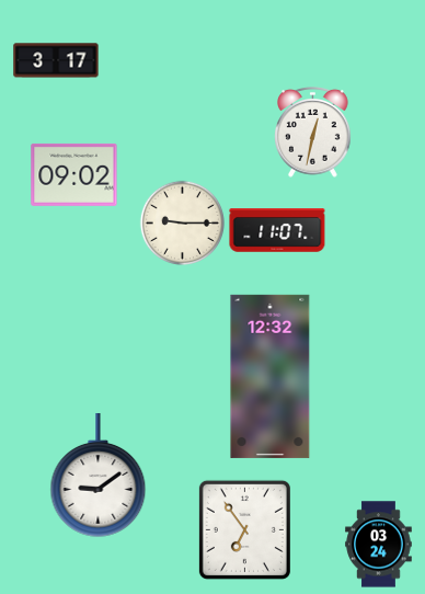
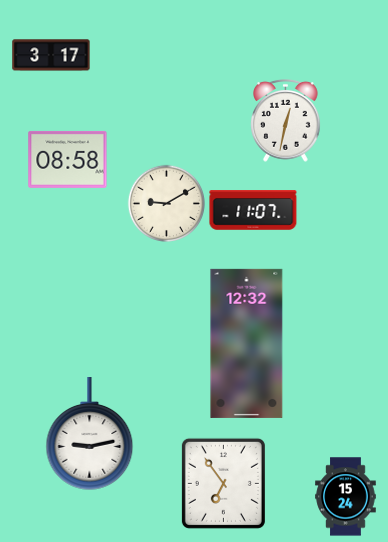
clock at (74, 174): 09:02 -> 08:58
clock at (182, 222): 9:15 -> 9:10
clock at (99, 476): 9:09 -> 9:13
clock at (379, 545): 03:24 -> 15:24
